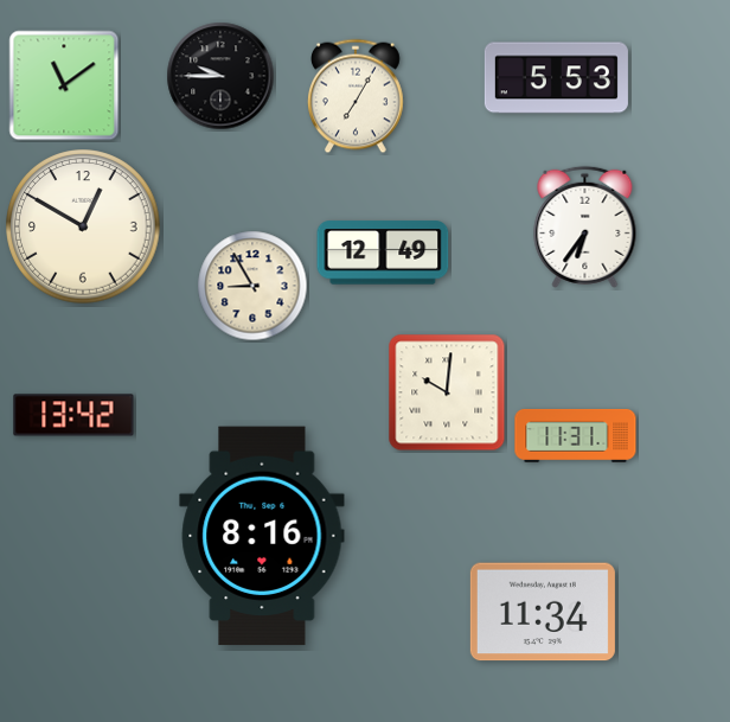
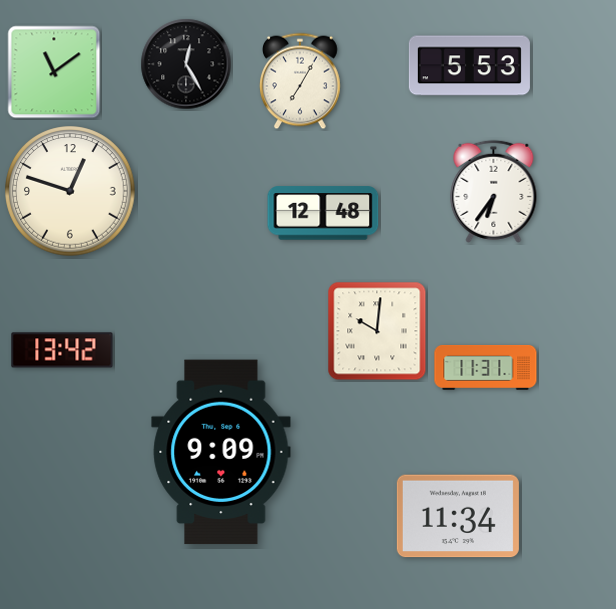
clock at (220, 76): 9:45 -> 12:25
clock at (83, 226): 12:50 -> 12:48
clock at (383, 253): 12:49 -> 12:48
clock at (252, 286): 8:55 -> none
clock at (262, 536): 8:16 -> 9:09
